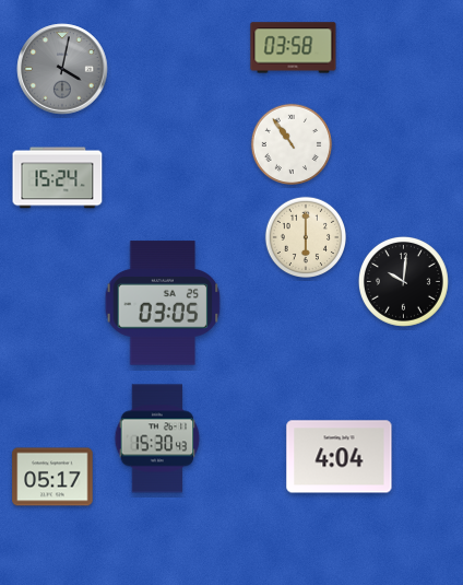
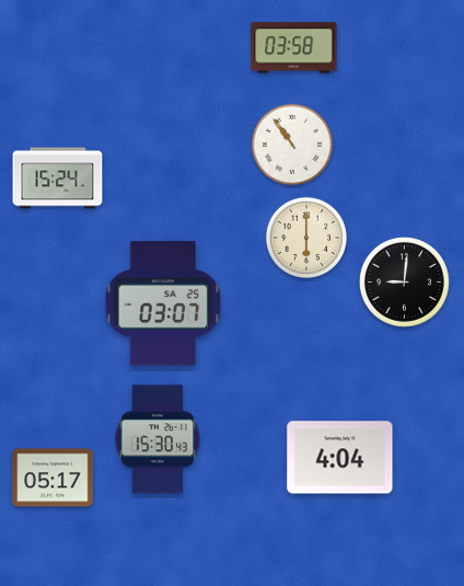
clock at (62, 69): 4:02 -> none
clock at (403, 281): 10:01 -> 9:01
clock at (163, 303): 03:05 -> 03:07
